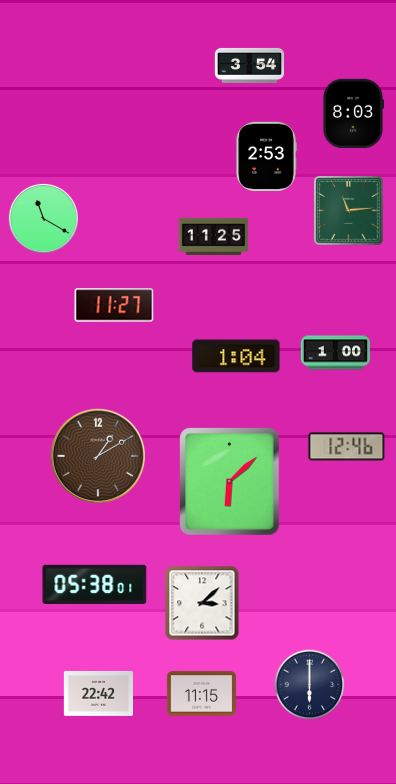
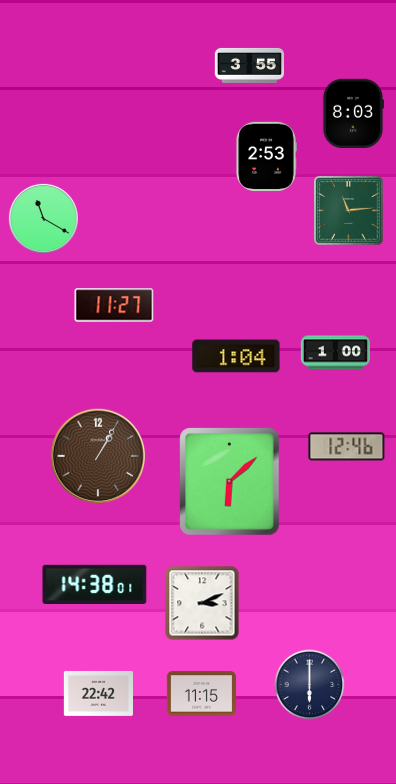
clock at (249, 65): 3:54 -> 3:55
clock at (214, 236): 11:25 -> none
clock at (97, 455): 1:10 -> 1:05
clock at (95, 584): 05:38 -> 14:38
clock at (202, 603): 3:08 -> 3:11
